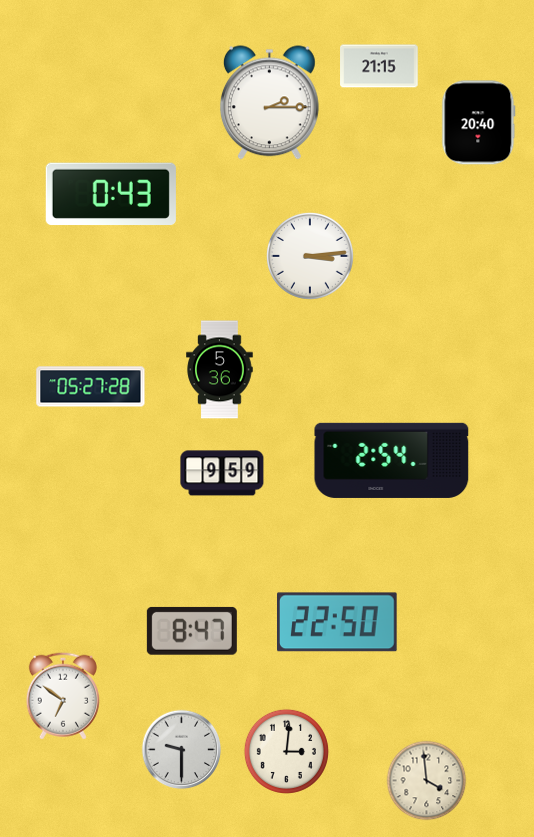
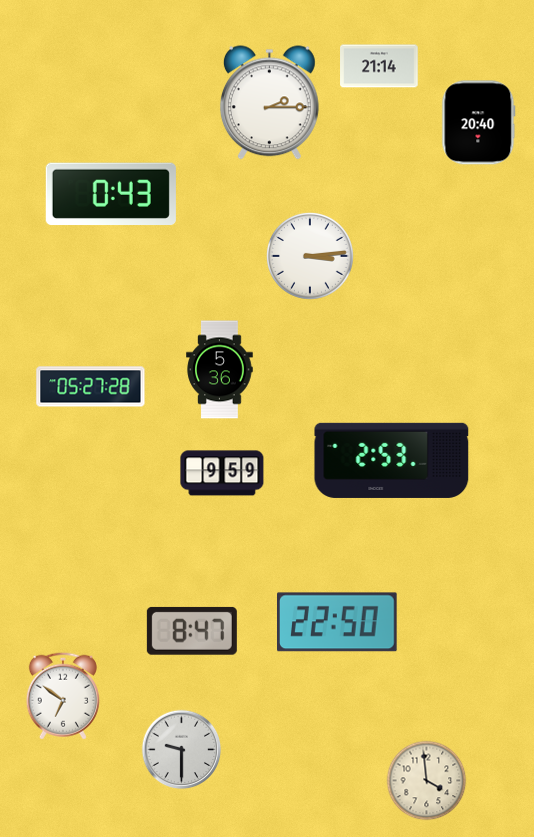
clock at (379, 66): 21:15 -> 21:14
clock at (392, 460): 2:54 -> 2:53
clock at (286, 751): 3:01 -> none
